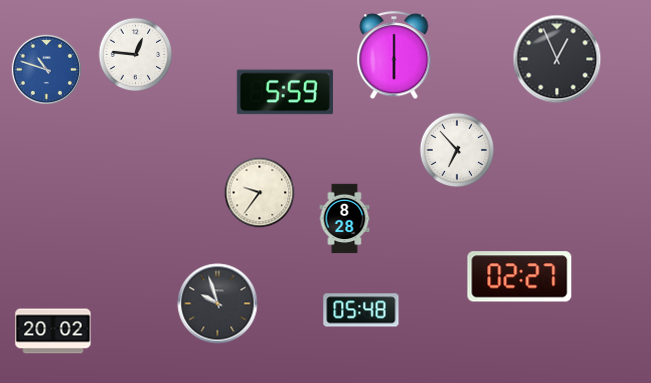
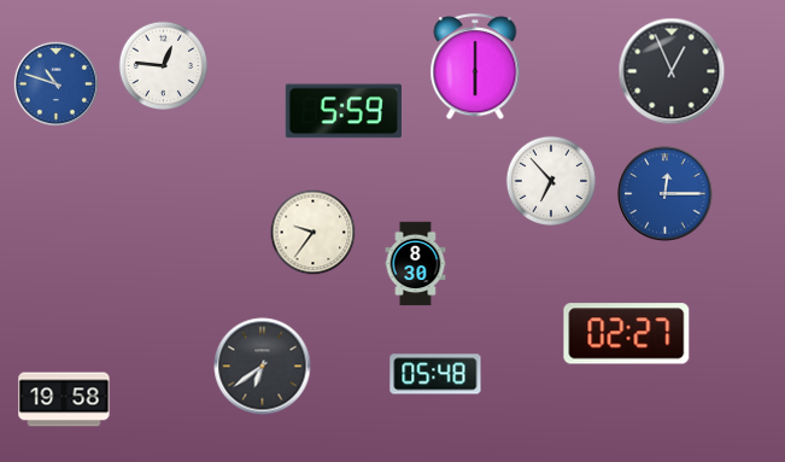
clock at (666, 194): none -> 12:15
clock at (345, 219): 8:28 -> 8:30
clock at (218, 304): 9:57 -> 6:39
clock at (53, 331): 20:02 -> 19:58
